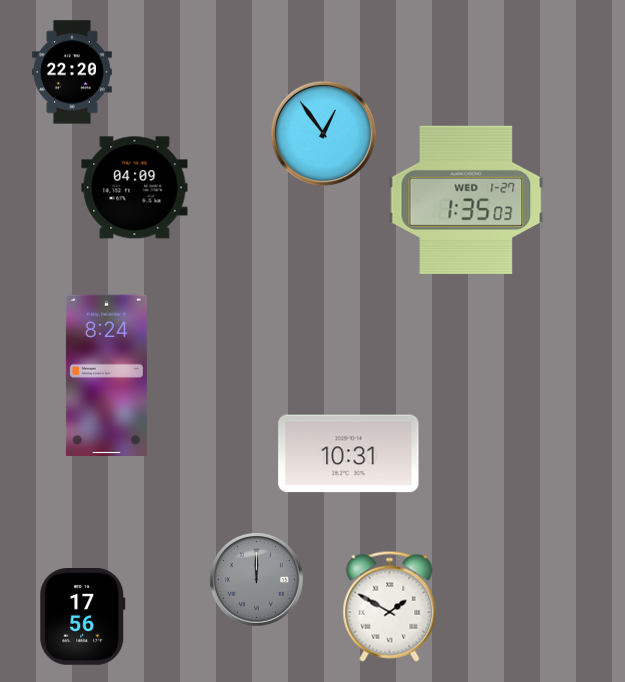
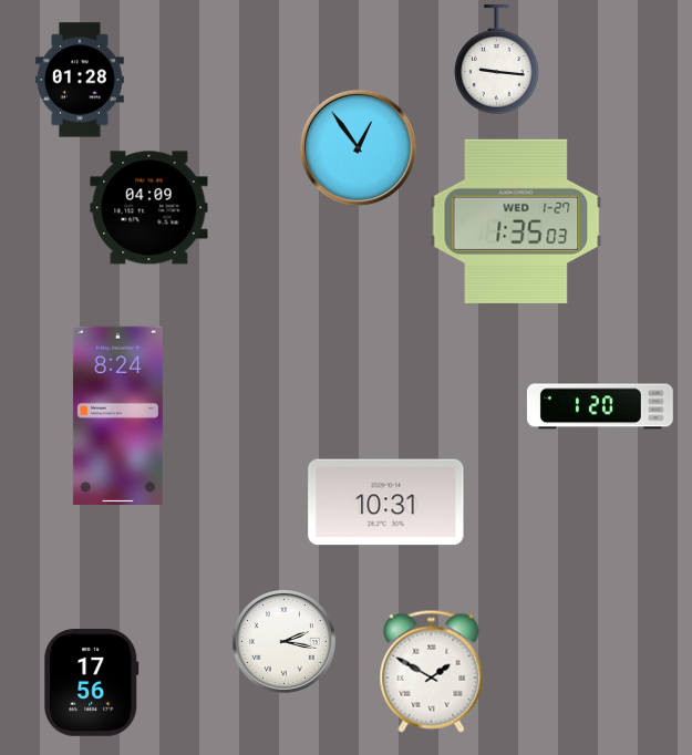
clock at (496, 60): none -> 9:16
clock at (72, 72): 22:20 -> 01:28
clock at (600, 406): none -> 1:20
clock at (256, 579): 12:00 -> 2:17
clock at (256, 579) dial: grey -> white
